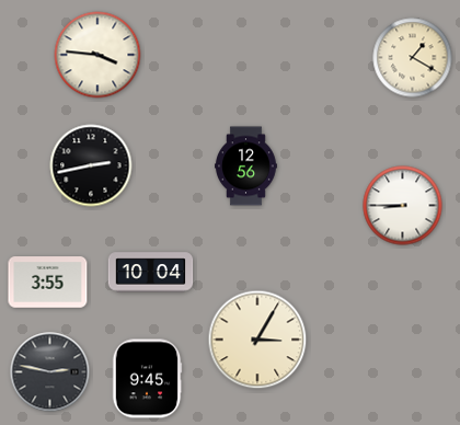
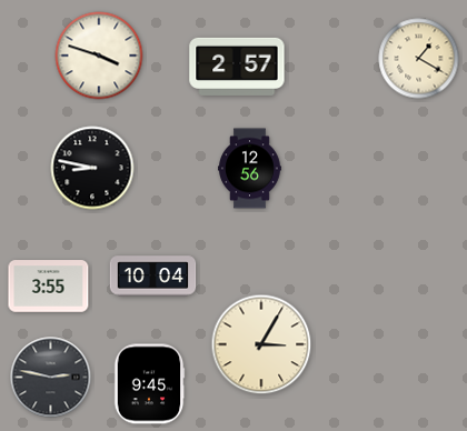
clock at (97, 55): 3:46 -> 3:48
clock at (237, 67): none -> 2:57
clock at (91, 165): 2:43 -> 8:47
clock at (403, 206): 8:45 -> none
